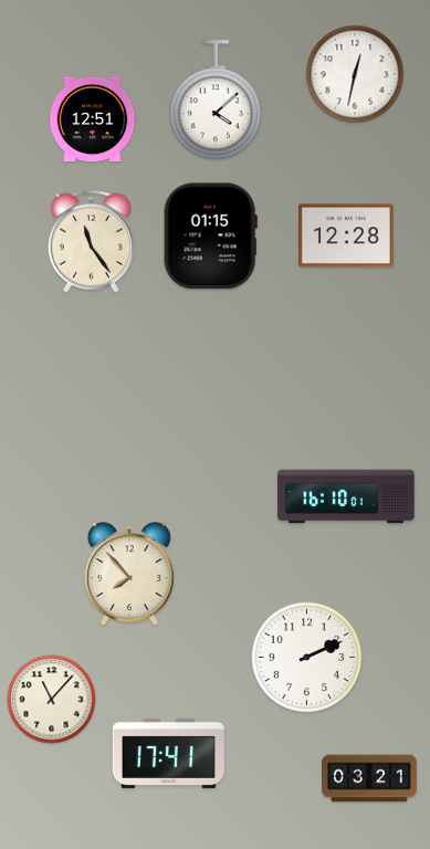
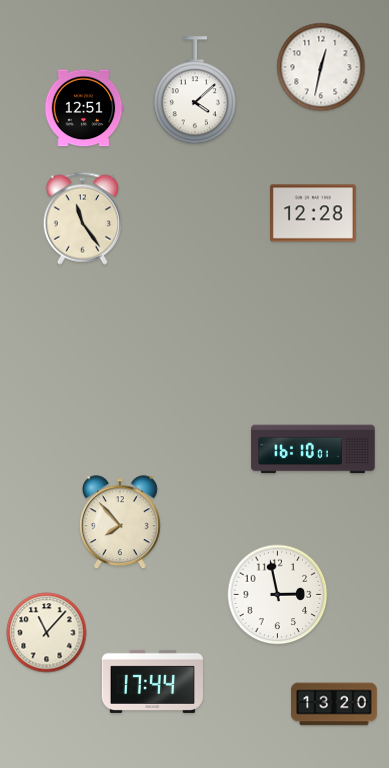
clock at (210, 237): 01:15 -> none
clock at (129, 575) position: (129, 575) -> (120, 523)
clock at (307, 658): 2:11 -> 2:58
clock at (168, 753): 17:41 -> 17:44
clock at (369, 778): 03:21 -> 13:20
